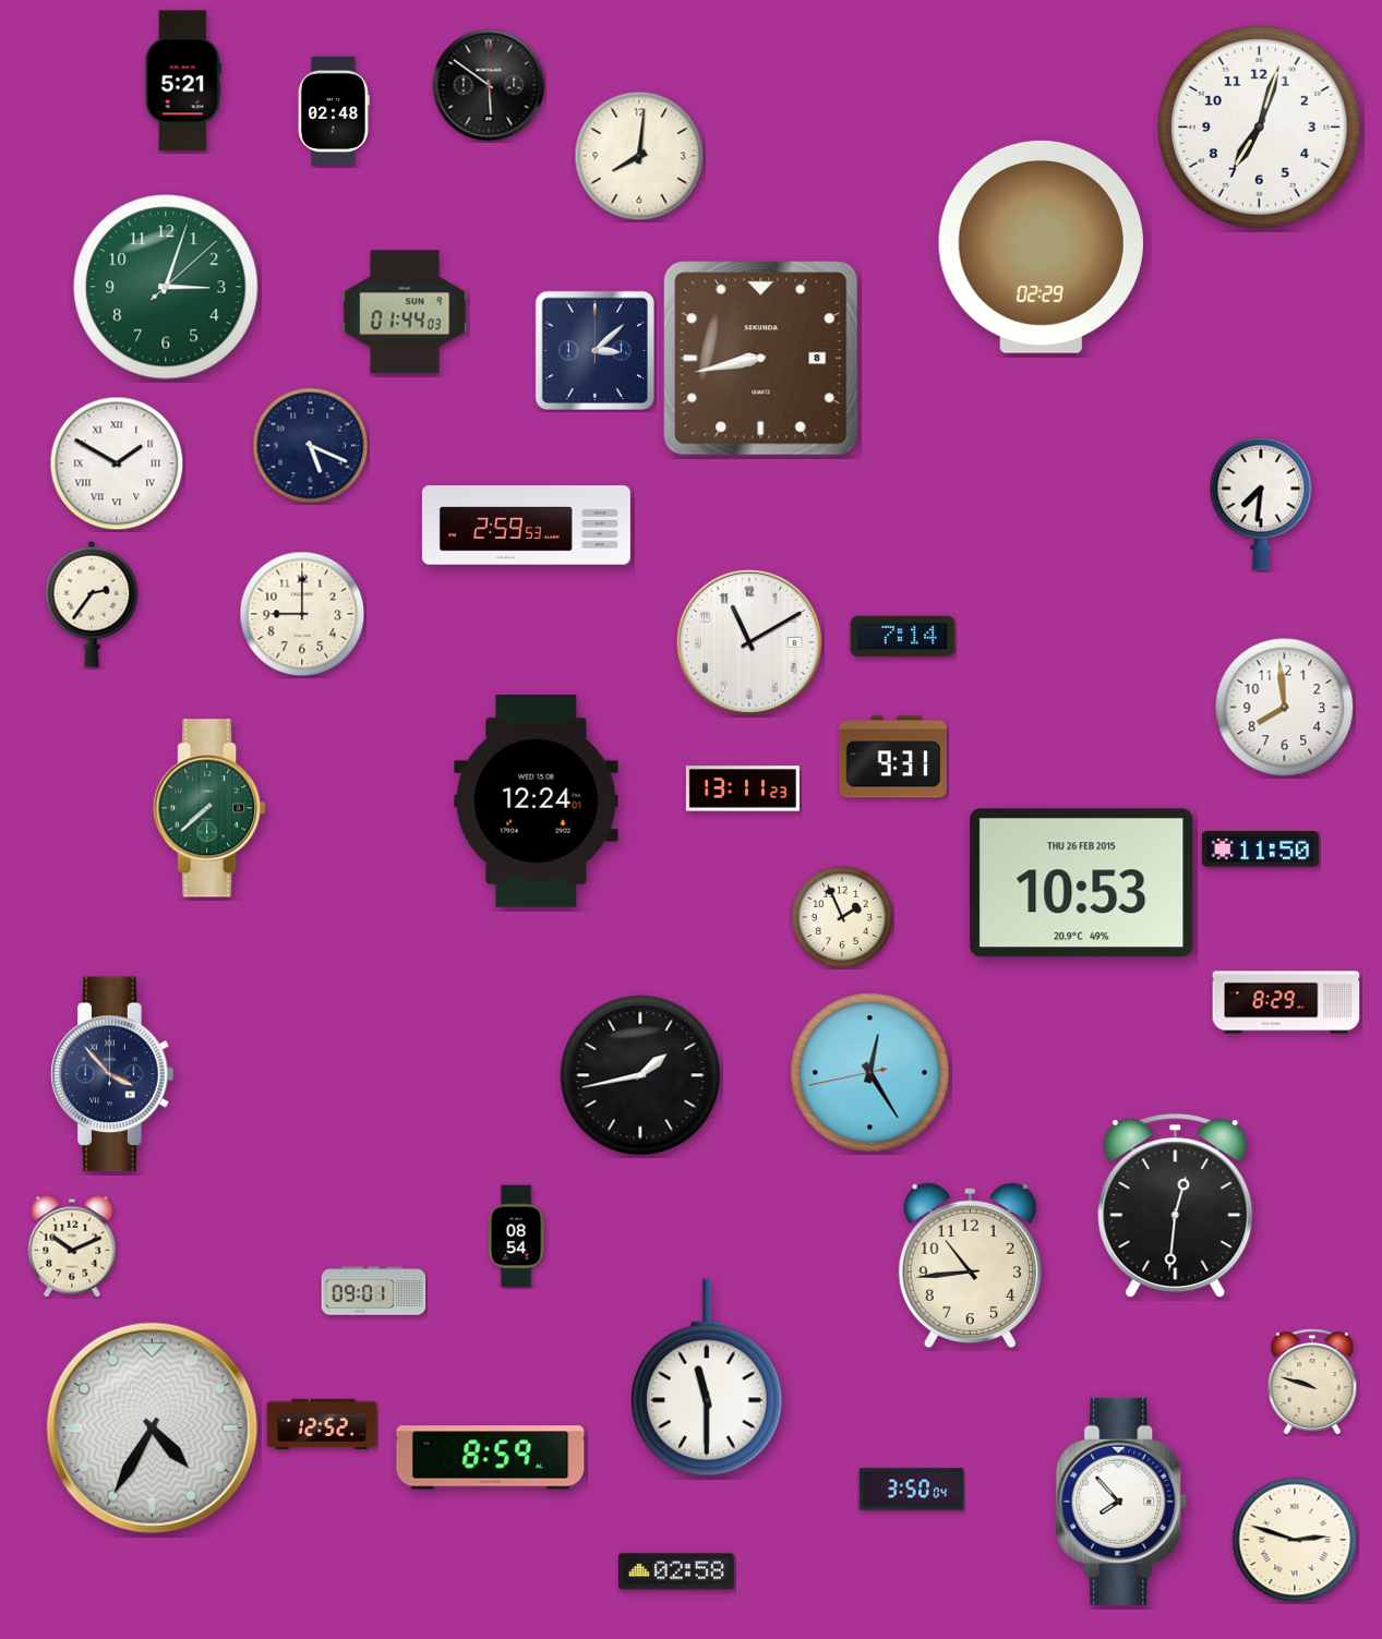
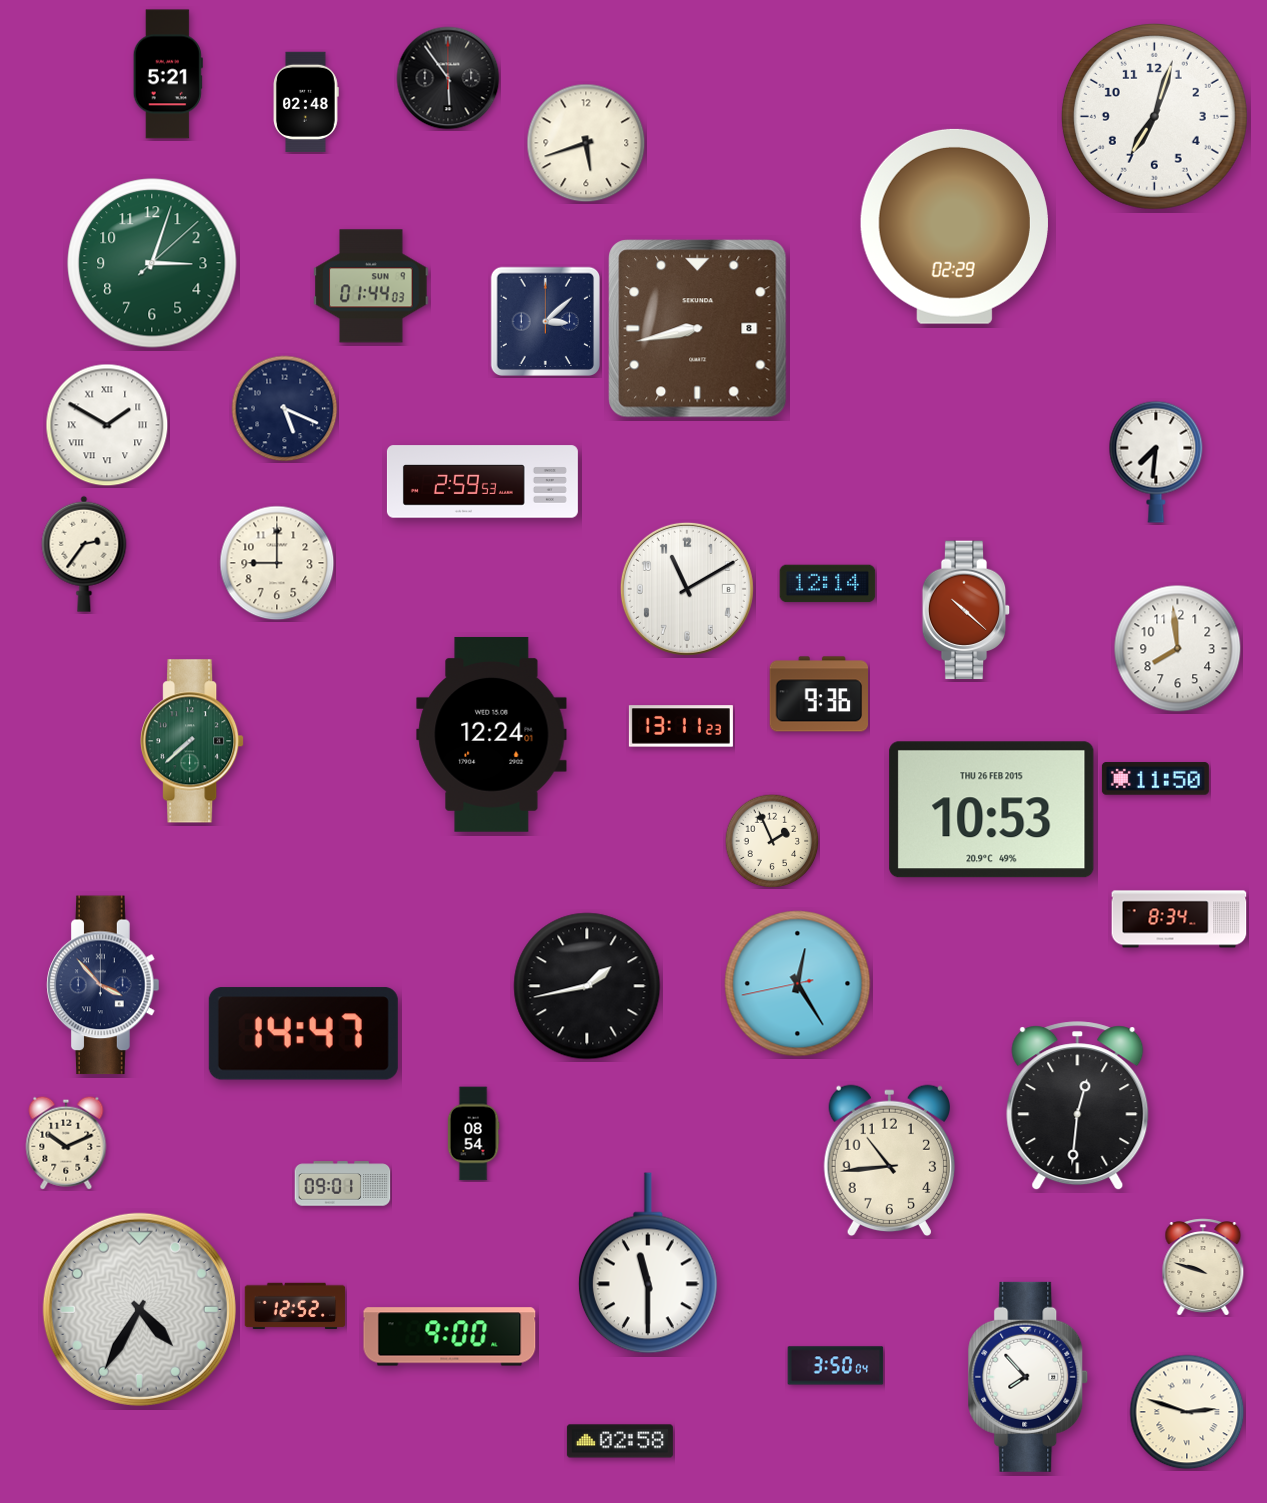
clock at (489, 85): 5:51 -> 5:54
clock at (639, 156): 8:01 -> 5:42
clock at (903, 637): 7:14 -> 12:14
clock at (966, 610): none -> 10:22
clock at (893, 757): 9:31 -> 9:36
clock at (743, 788) position: (743, 788) -> (681, 726)
clock at (1286, 1002): 8:29 -> 8:34
clock at (303, 1034): none -> 14:47
clock at (491, 1458): 8:59 -> 9:00
